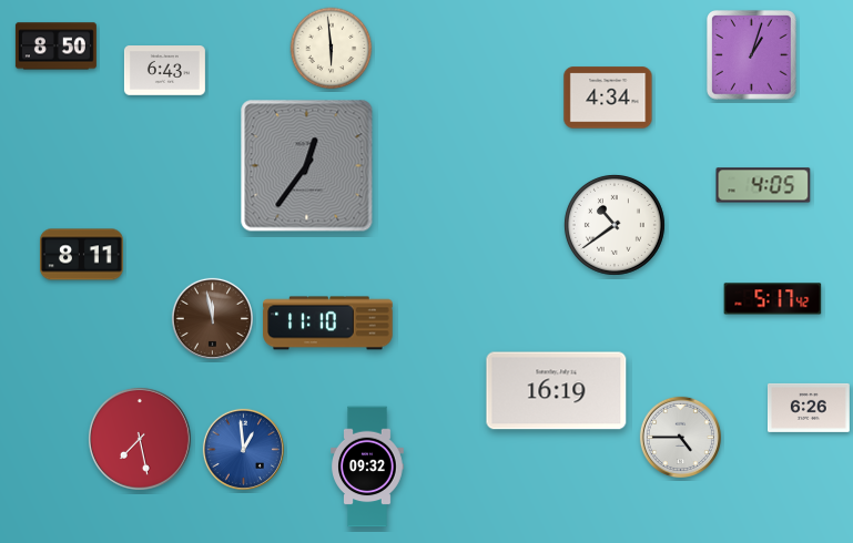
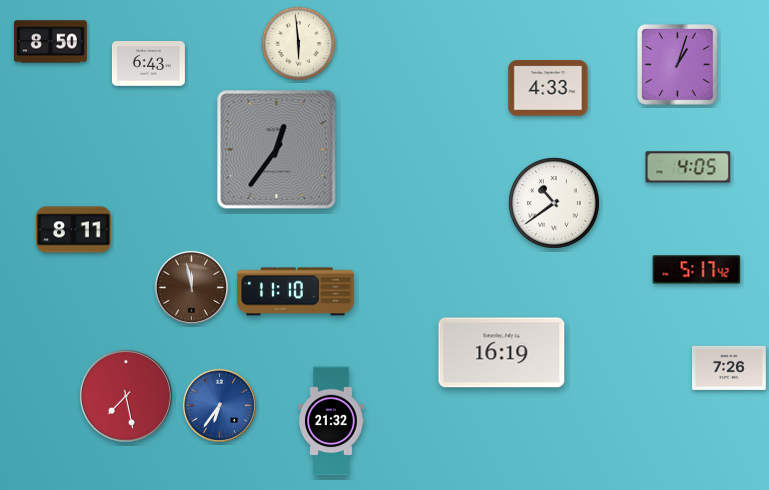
clock at (752, 55) position: (752, 55) -> (678, 65)
clock at (608, 98): 4:34 -> 4:33
clock at (810, 408): 6:26 -> 7:26
clock at (680, 437): 4:45 -> none
clock at (243, 449): 12:59 -> 6:36
clock at (367, 467): 09:32 -> 21:32
